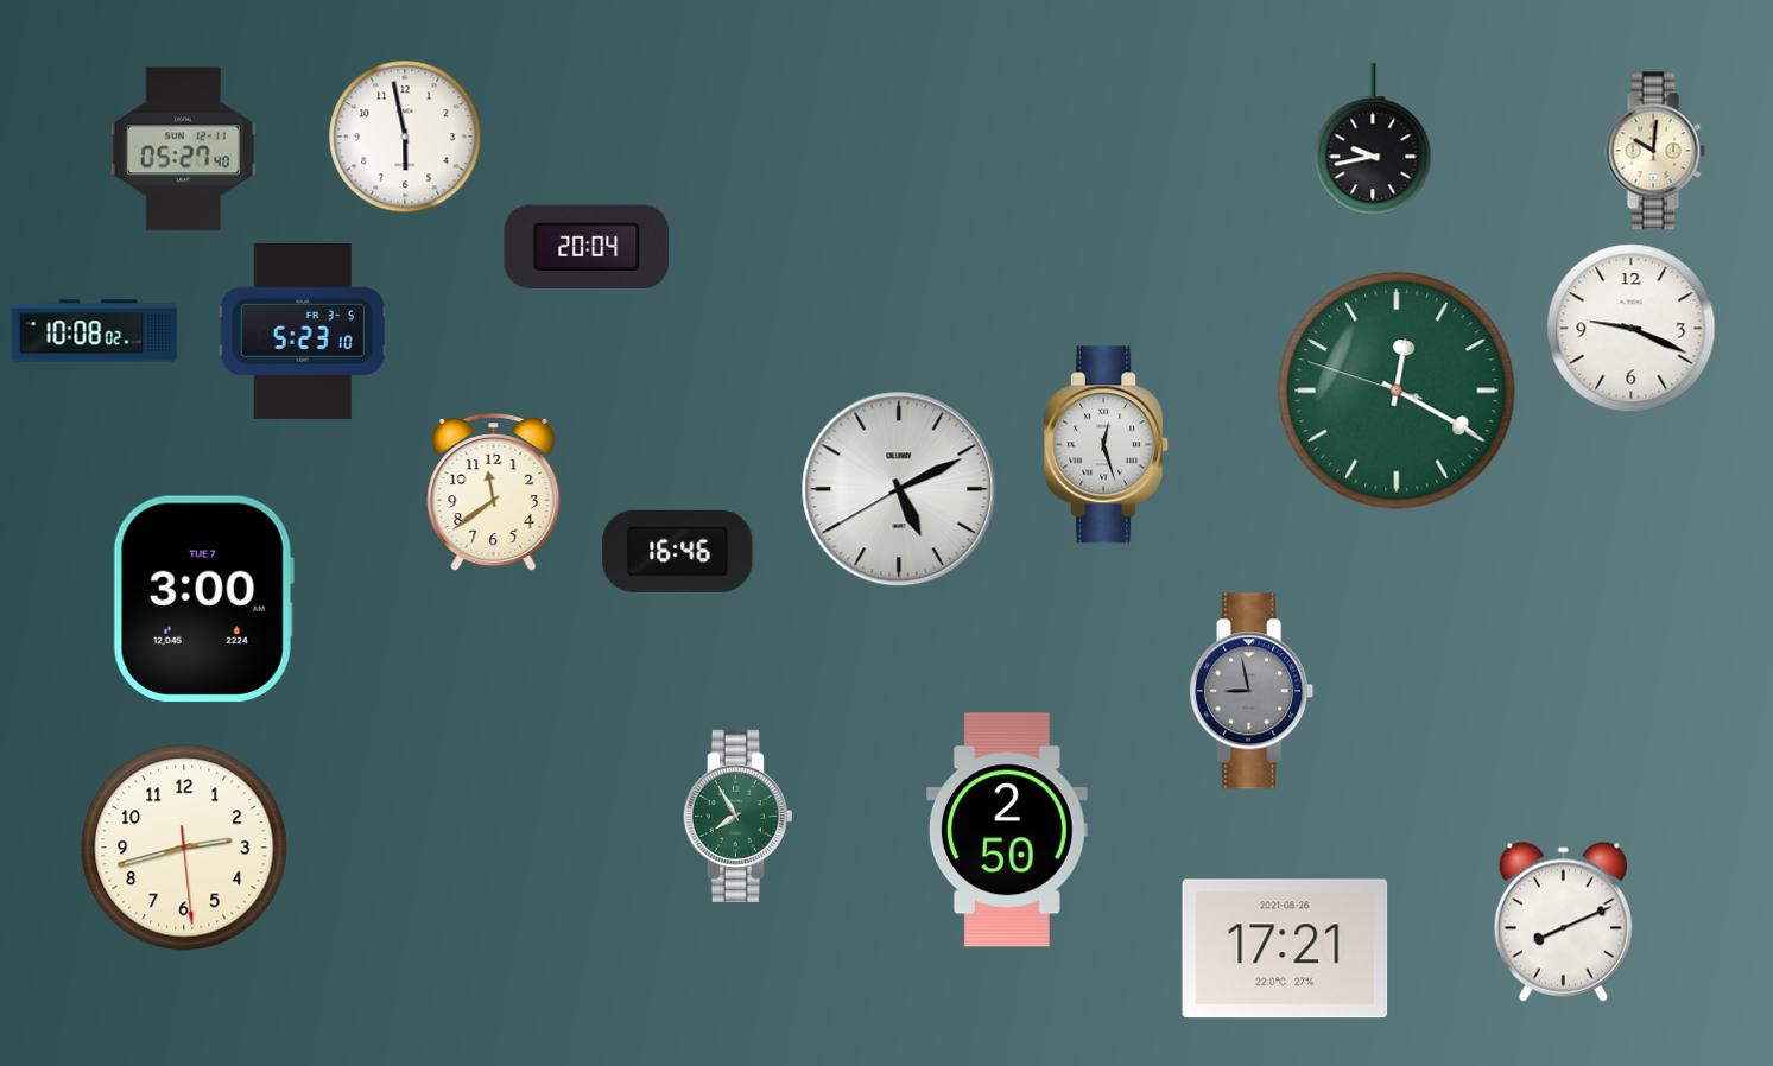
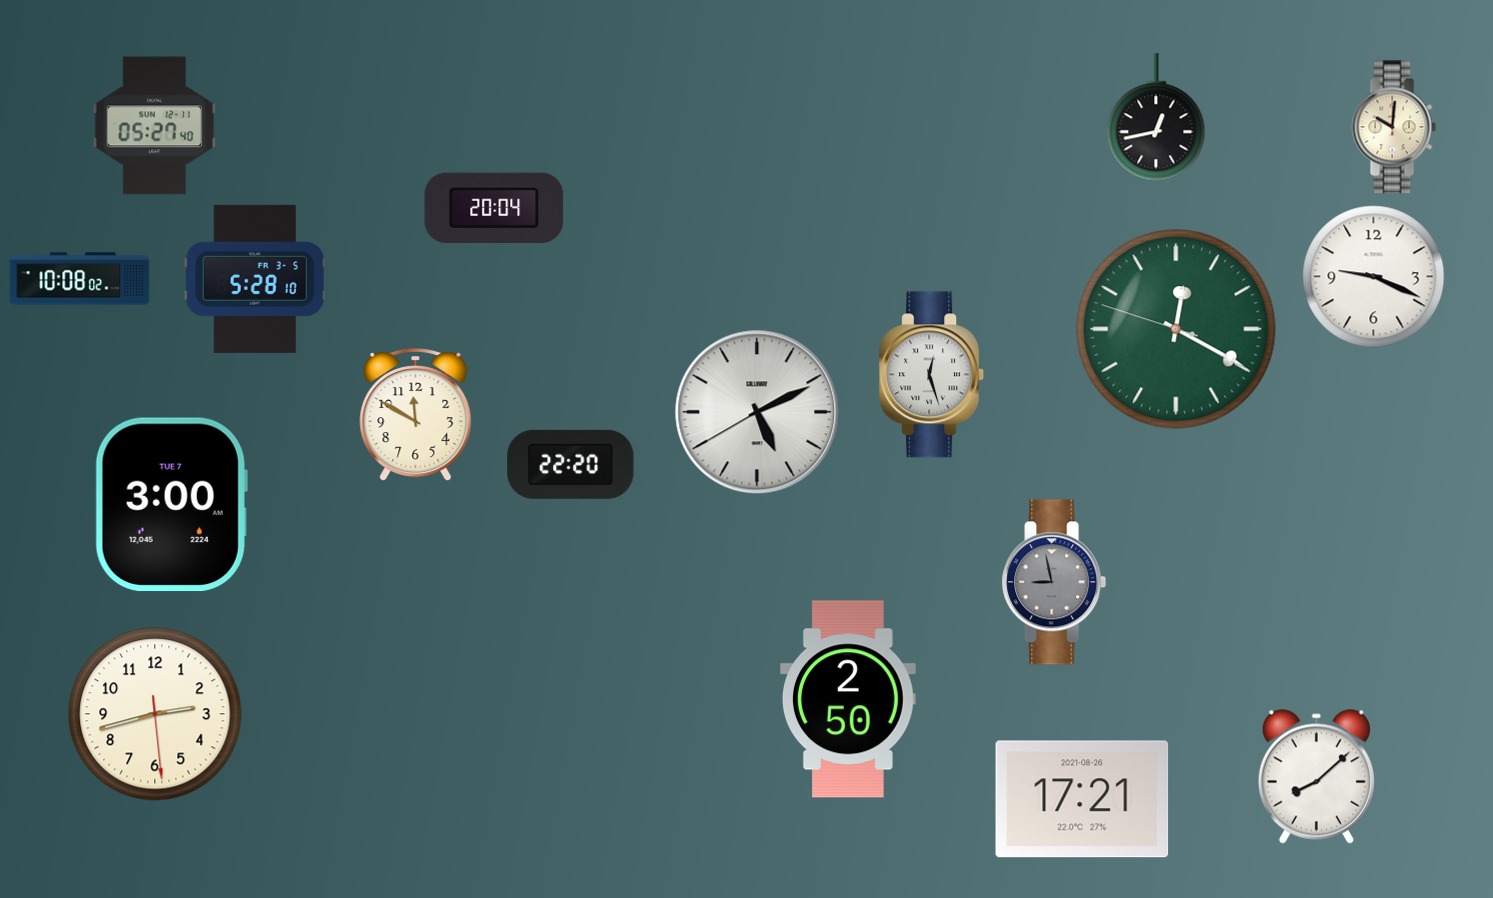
clock at (405, 137): 5:58 -> none
clock at (1373, 140): 9:43 -> 12:43
clock at (303, 331): 5:23 -> 5:28
clock at (494, 494): 11:39 -> 11:50
clock at (678, 551): 16:46 -> 22:20
clock at (737, 816): 7:55 -> none
clock at (1563, 921): 8:11 -> 8:08
